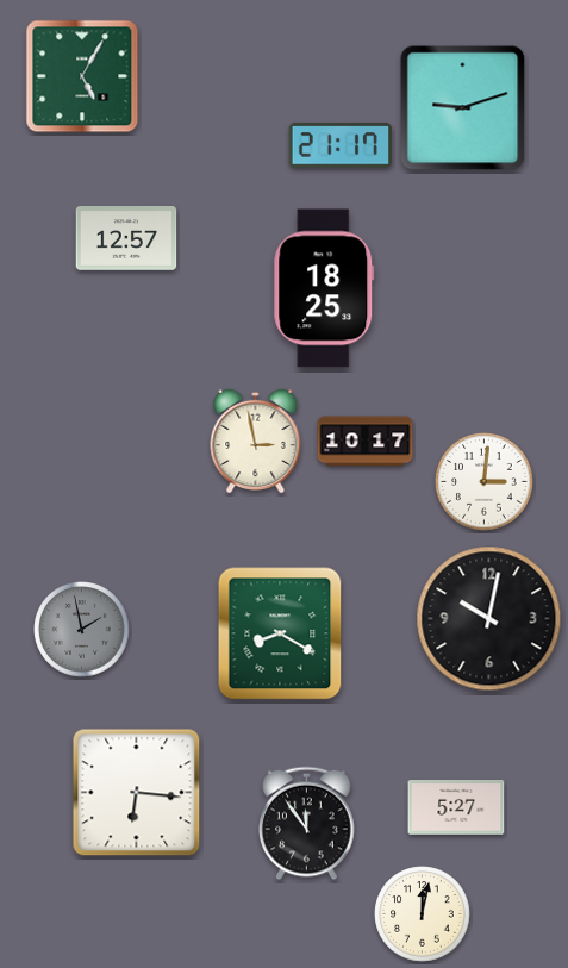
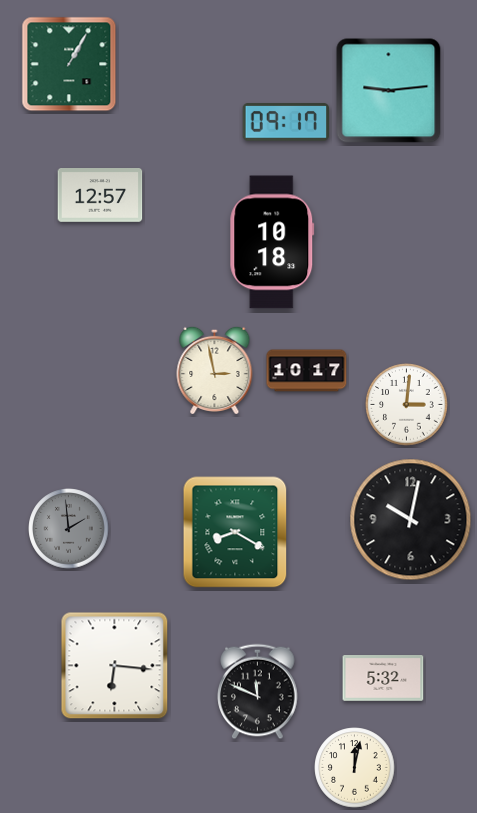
clock at (82, 76): 5:05 -> 1:05
clock at (463, 108): 9:12 -> 9:14
clock at (339, 145): 21:17 -> 09:17
clock at (126, 239) position: (126, 239) -> (100, 196)
clock at (324, 288): 18:25 -> 10:18
clock at (82, 630): 1:58 -> 1:59
clock at (456, 807): 5:27 -> 5:32
clock at (307, 824): 11:54 -> 11:49
